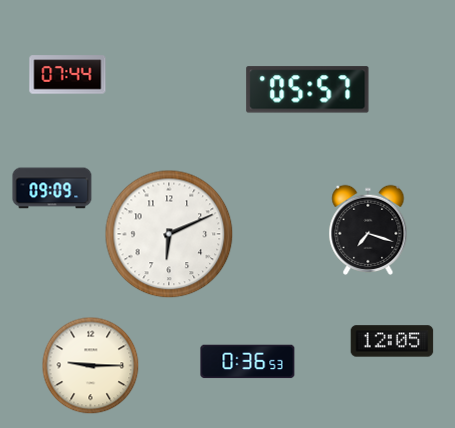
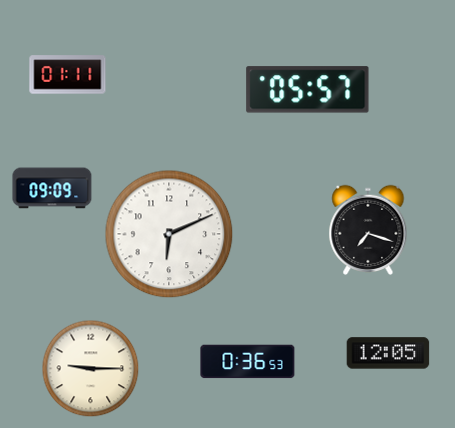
clock at (68, 75): 07:44 -> 01:11
clock at (392, 341) position: (392, 341) -> (388, 353)
clock at (91, 366) position: (91, 366) -> (91, 369)
